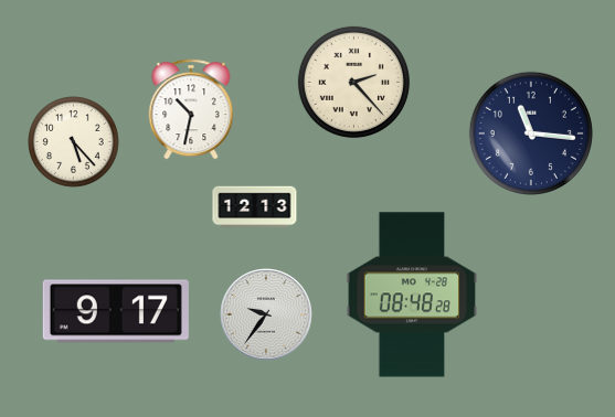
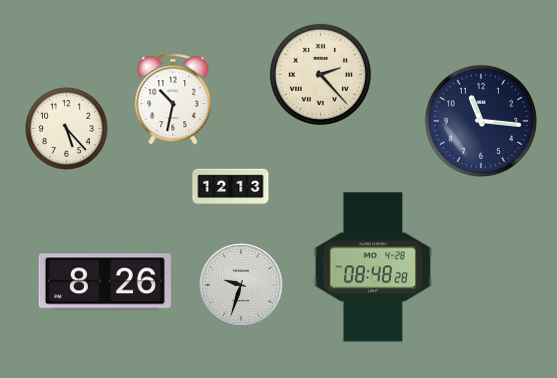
clock at (116, 311): 9:17 -> 8:26
clock at (266, 314): 9:36 -> 9:33
